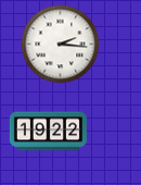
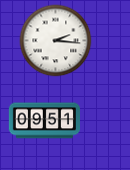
clock at (48, 132): 19:22 -> 09:51
